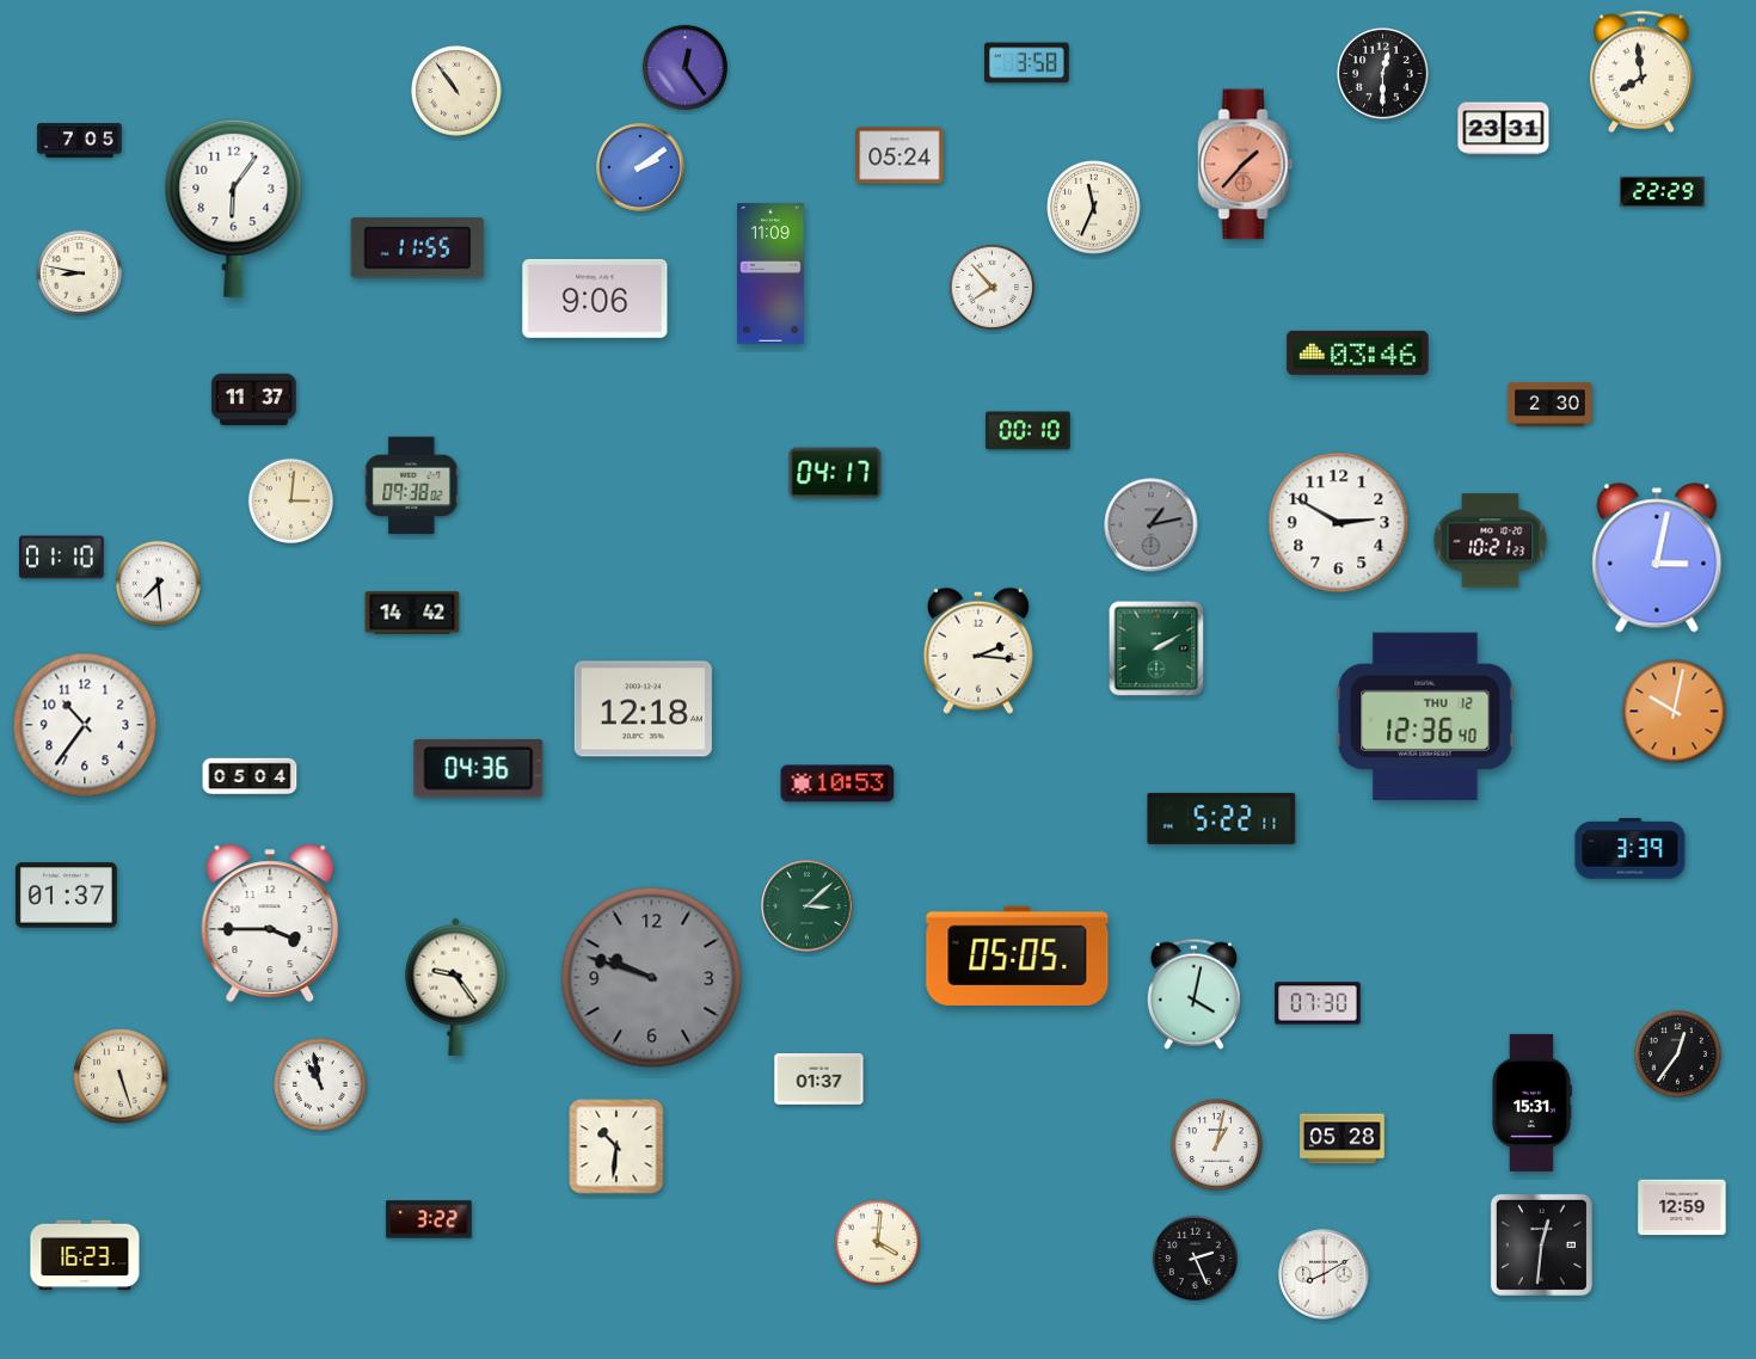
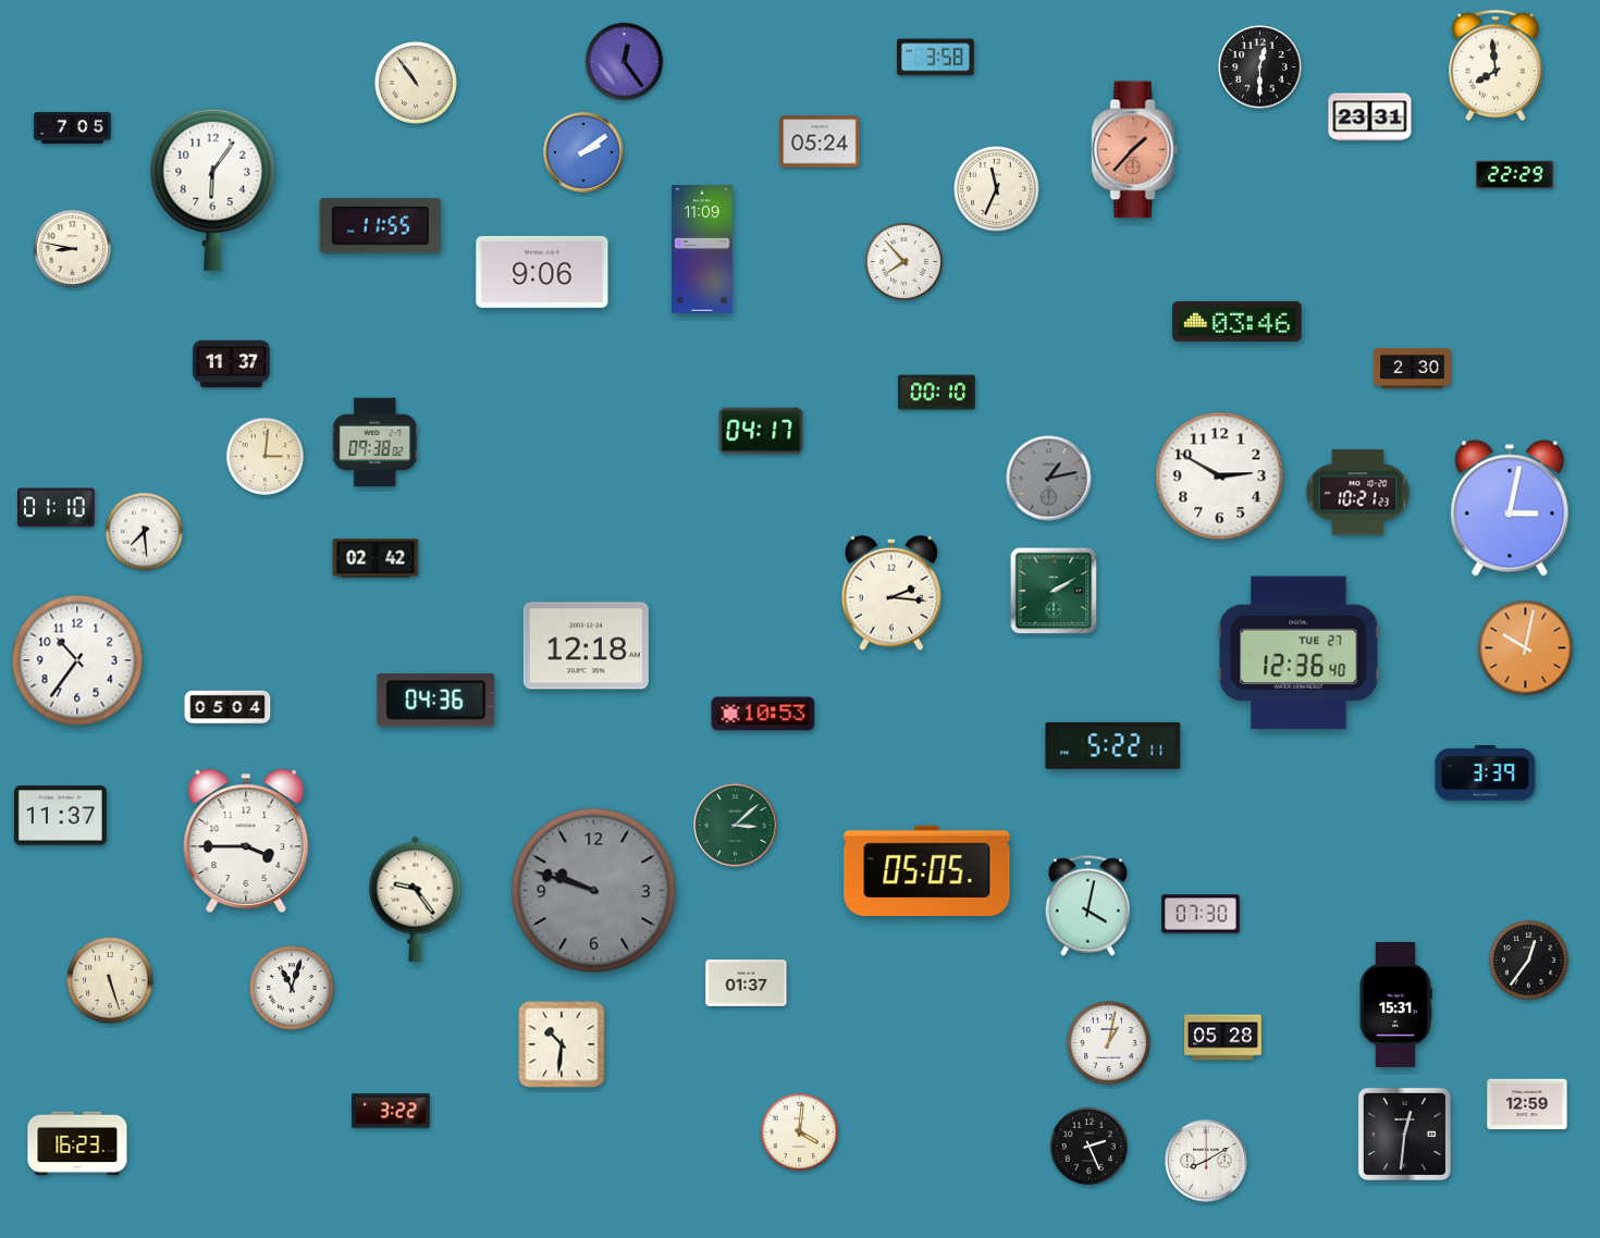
clock at (412, 613): 14:42 -> 02:42
clock at (1425, 717) date: THU 12 -> TUE 27
clock at (66, 896): 01:37 -> 11:37
clock at (320, 1084): 10:58 -> 11:03
clock at (1682, 1207) position: (1682, 1207) -> (1527, 1104)
